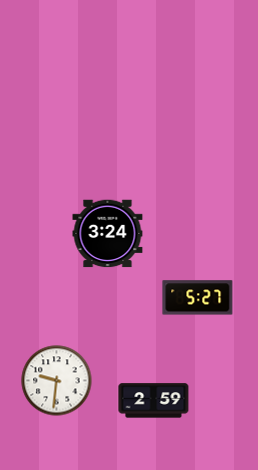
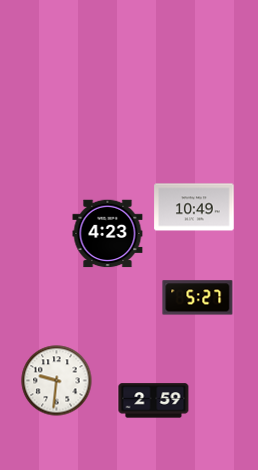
clock at (194, 207): none -> 10:49
clock at (108, 234): 3:24 -> 4:23
